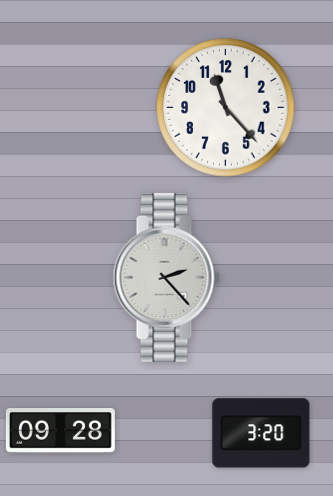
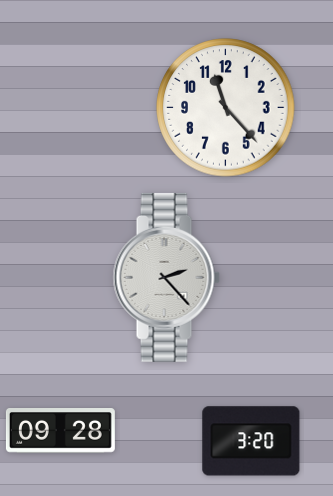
clock at (261, 433) position: (261, 433) -> (251, 441)
